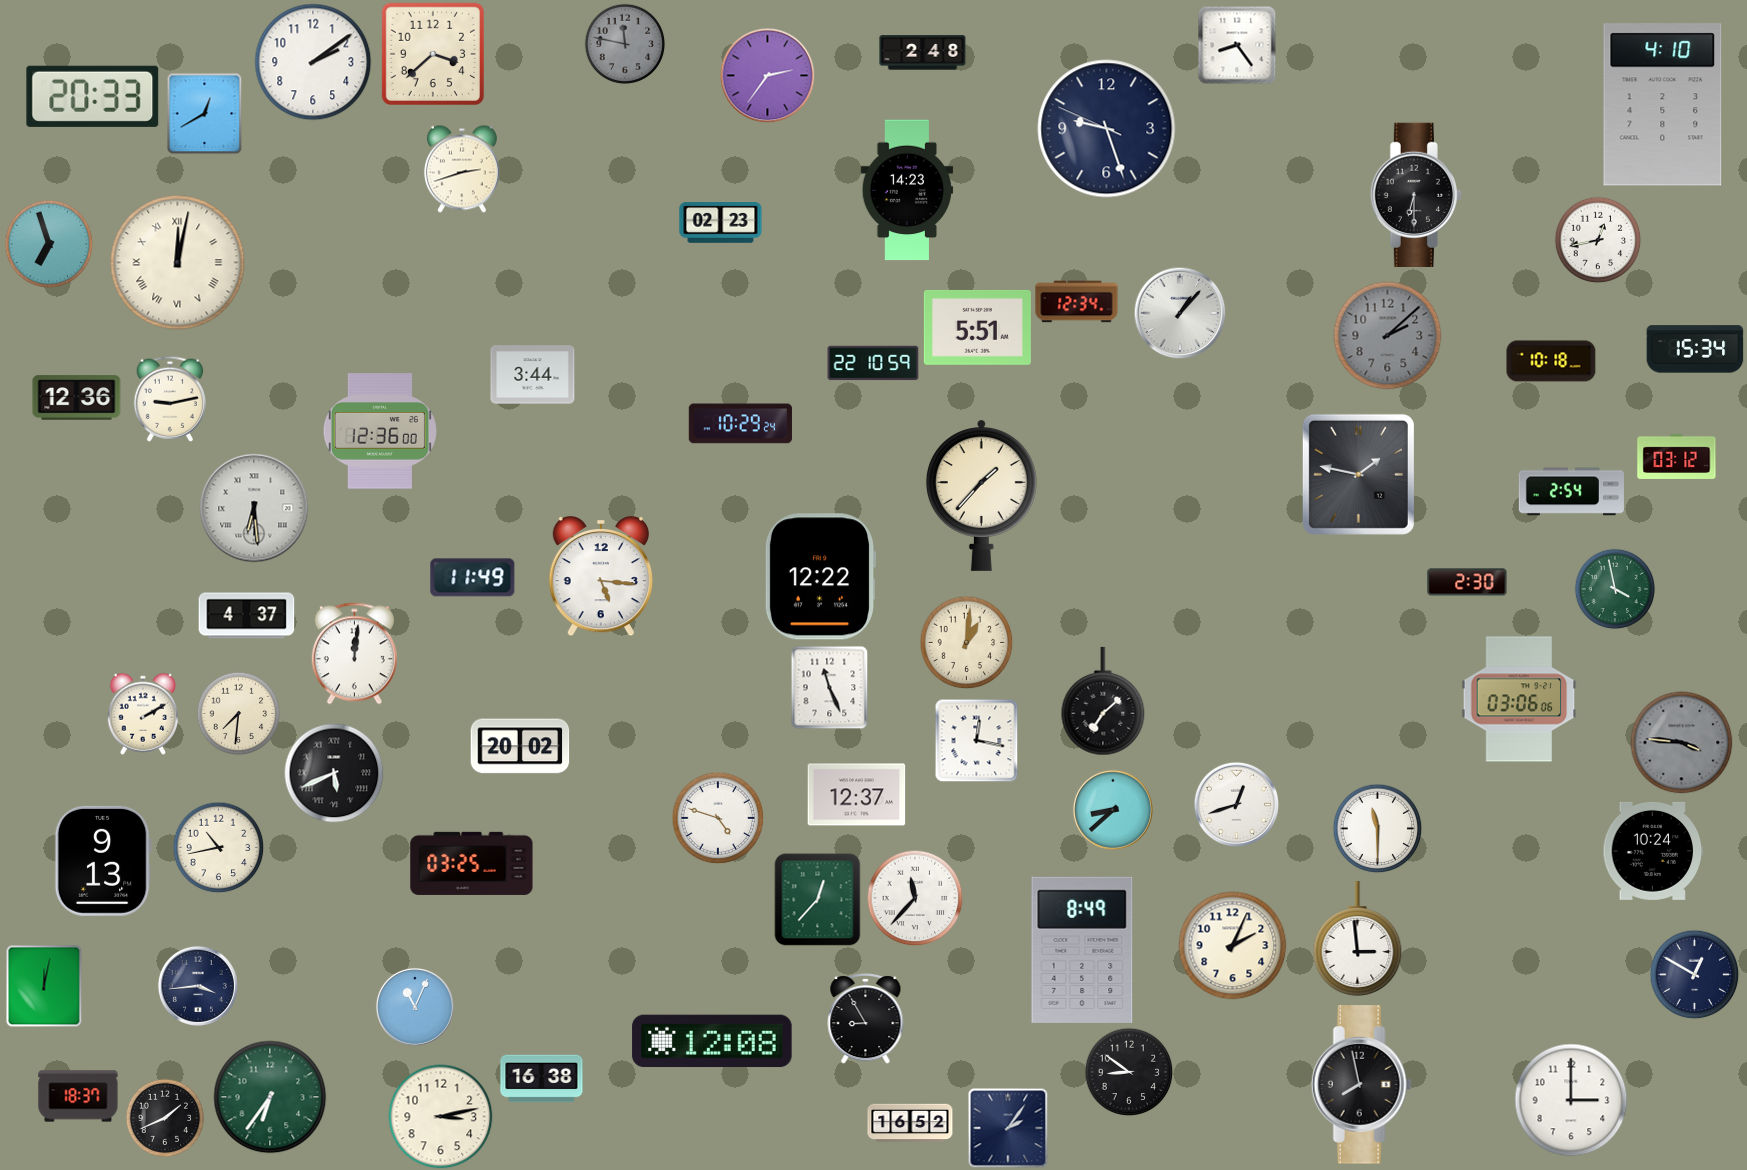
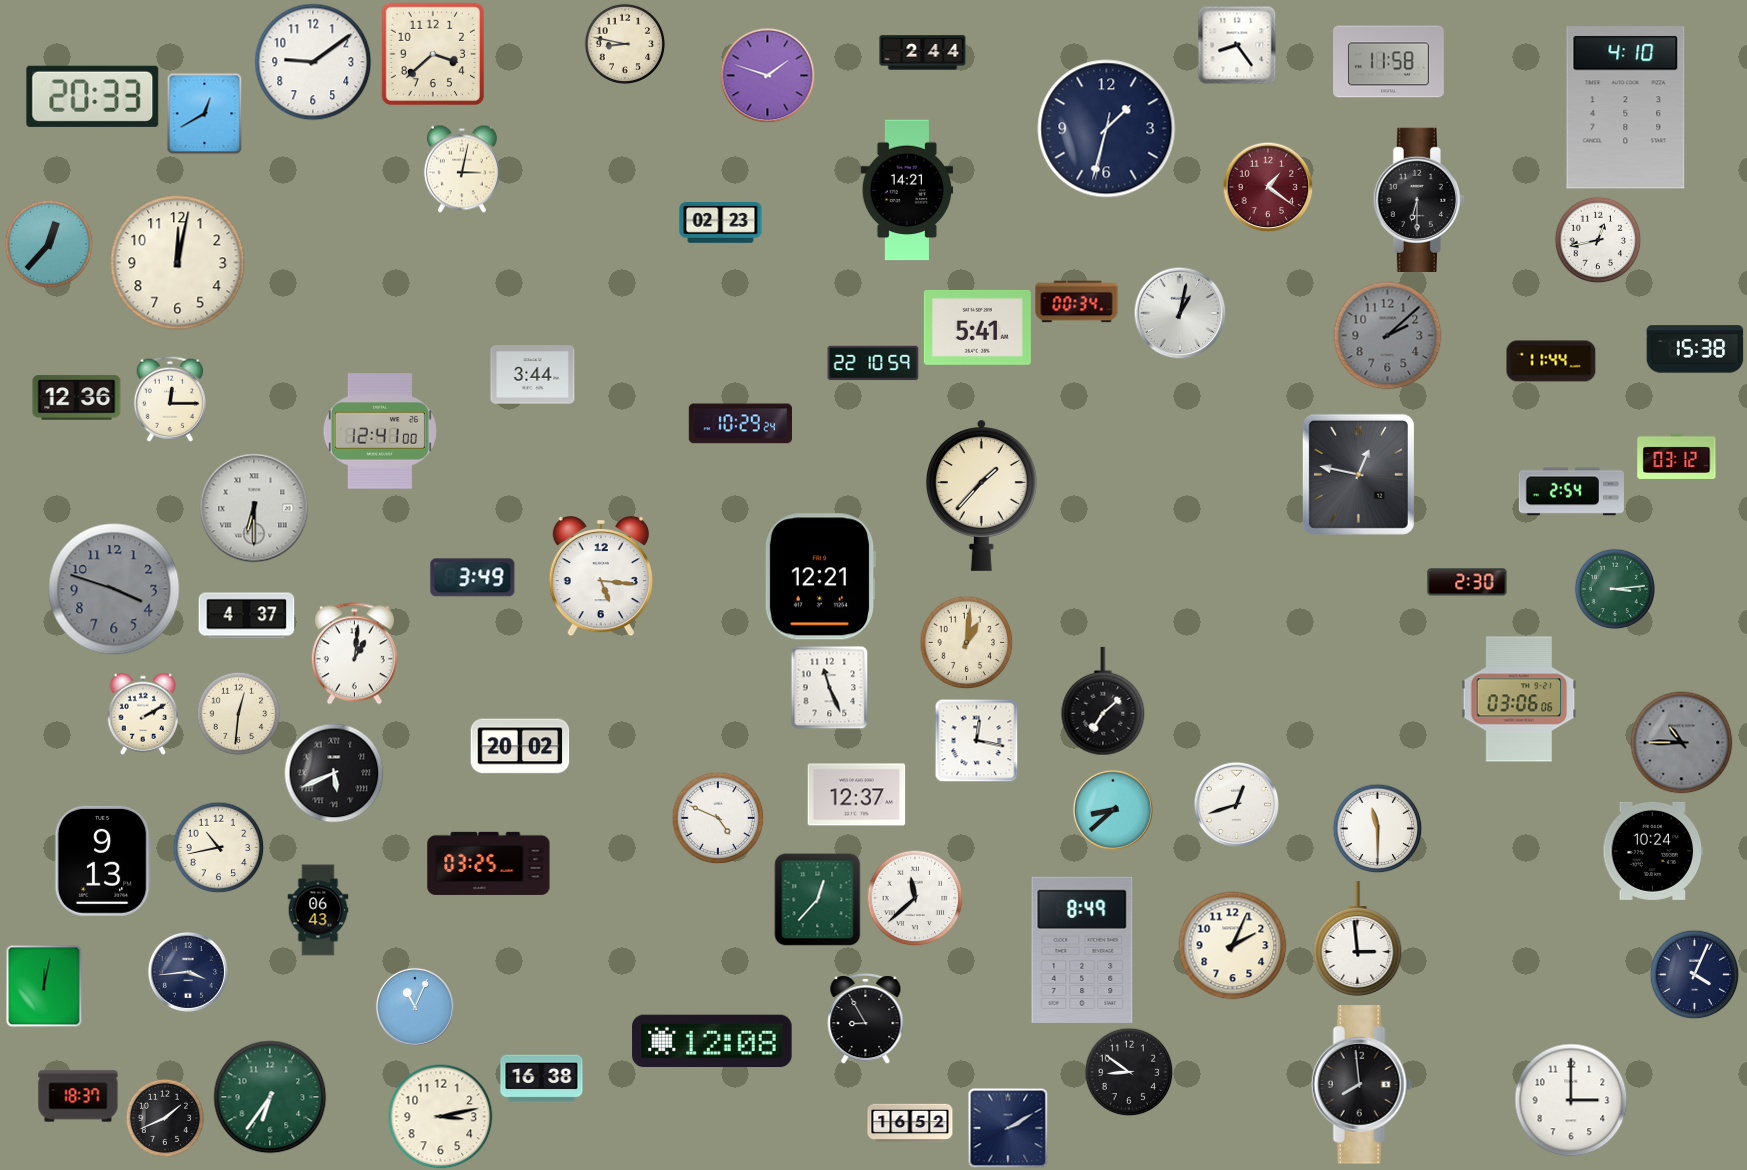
clock at (625, 44): 11:47 -> 8:47
clock at (625, 44) dial: grey -> cream
clock at (923, 53): 2:48 -> 2:44
clock at (313, 62): 2:09 -> 9:09
clock at (1389, 62): none -> 11:58
clock at (767, 75): 2:36 -> 1:48
clock at (1663, 105) position: (1663, 105) -> (1626, 108)
clock at (1107, 129): 9:26 -> 1:32
clock at (462, 169): 2:42 -> 3:02
clock at (1268, 187): none -> 1:21
clock at (907, 190): 14:23 -> 14:21
clock at (1416, 194) position: (1416, 194) -> (1419, 199)
clock at (49, 244): 6:57 -> 12:37
clock at (178, 263) numerals: Roman -> Arabic
clock at (1077, 302): 12:34 -> 00:34
clock at (1180, 313): 1:07 -> 1:02
clock at (977, 327): 5:51 -> 5:41
clock at (1695, 349): 15:34 -> 15:38
clock at (1551, 361): 10:18 -> 11:44
clock at (169, 399): 9:13 -> 12:15
clock at (380, 431): 12:36 -> 12:41
clock at (1358, 474): 1:47 -> 12:47
clock at (254, 508): 6:29 -> 6:30
clock at (819, 577): 12:22 -> 12:21
clock at (473, 578): 11:49 -> 3:49
clock at (114, 589): none -> 3:48
clock at (1615, 589): 3:58 -> 3:14
clock at (354, 654): 12:01 -> 1:01
clock at (238, 713): 7:31 -> 12:31
clock at (1682, 743): 3:46 -> 10:45
clock at (718, 818): 4:48 -> 4:49
clock at (472, 863) position: (472, 863) -> (489, 863)
clock at (915, 898): 11:37 -> 11:38
clock at (318, 910): none -> 06:43
clock at (1694, 974): 12:50 -> 4:04
clock at (198, 986) position: (198, 986) -> (188, 972)
clock at (1361, 1085): 7:58 -> 7:59
clock at (1008, 1128): 2:06 -> 2:10
